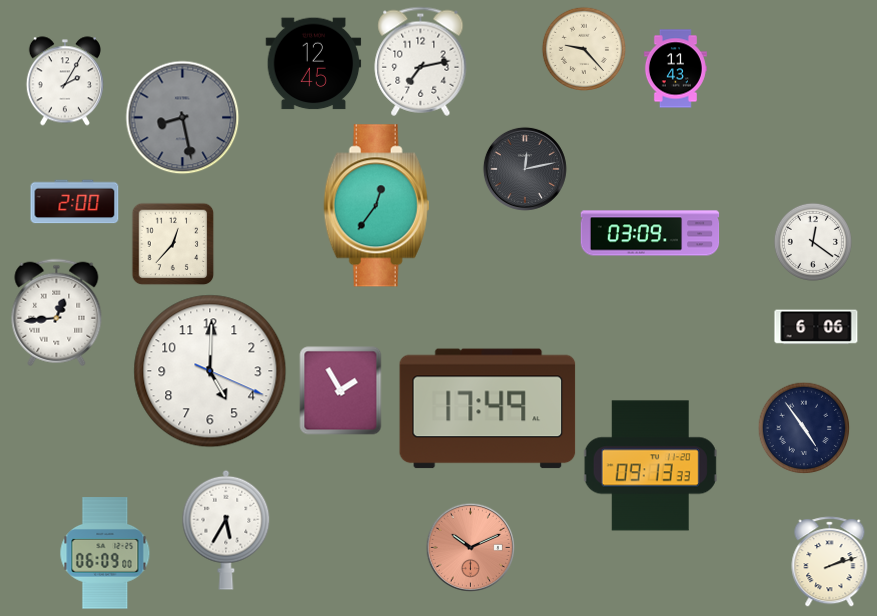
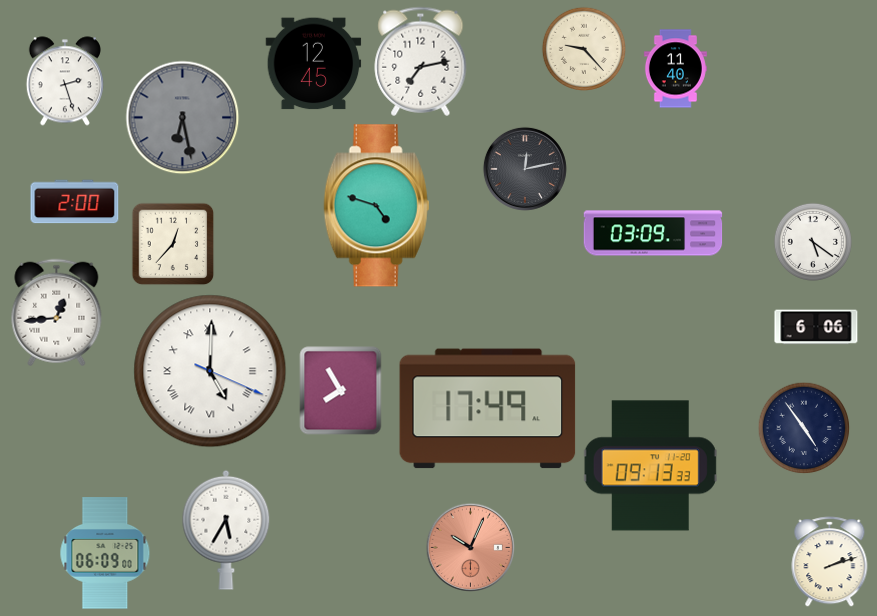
clock at (675, 69): 11:43 -> 11:40
clock at (65, 81): 2:05 -> 2:27
clock at (183, 118): 8:28 -> 6:28
clock at (377, 206): 12:36 -> 4:48
clock at (650, 233) position: (650, 233) -> (653, 233)
clock at (813, 242): 12:21 -> 5:21
clock at (210, 371) numerals: Arabic -> Roman
clock at (341, 391): 1:55 -> 7:55
clock at (470, 547): 10:11 -> 10:04
